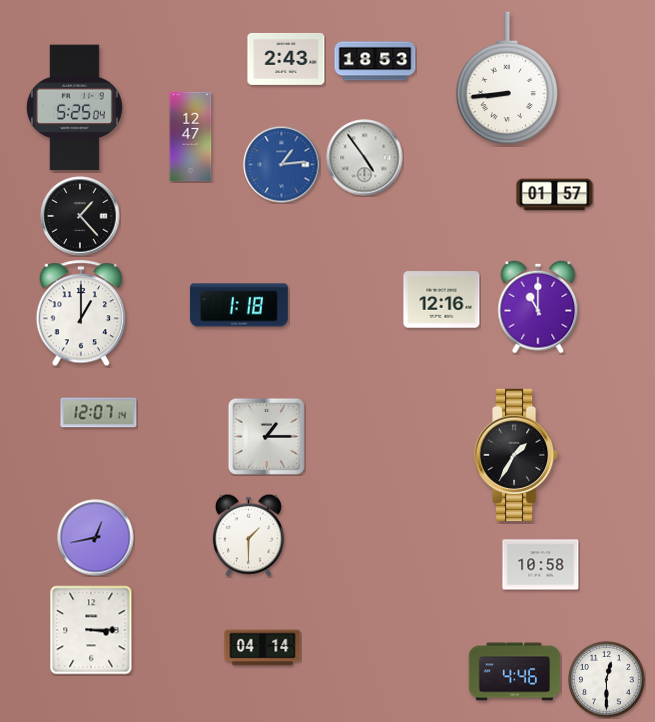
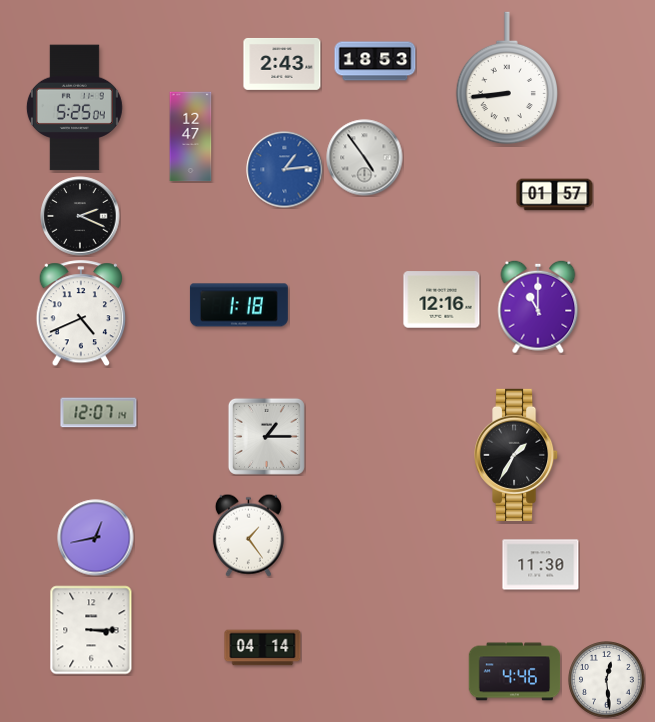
clock at (286, 59) position: (286, 59) -> (282, 64)
clock at (282, 165) position: (282, 165) -> (285, 170)
clock at (80, 216): 1:23 -> 2:19
clock at (80, 314): 1:00 -> 4:41
clock at (248, 535): 1:30 -> 1:24
clock at (541, 565): 10:58 -> 11:30
clock at (607, 680): 12:30 -> 12:29
